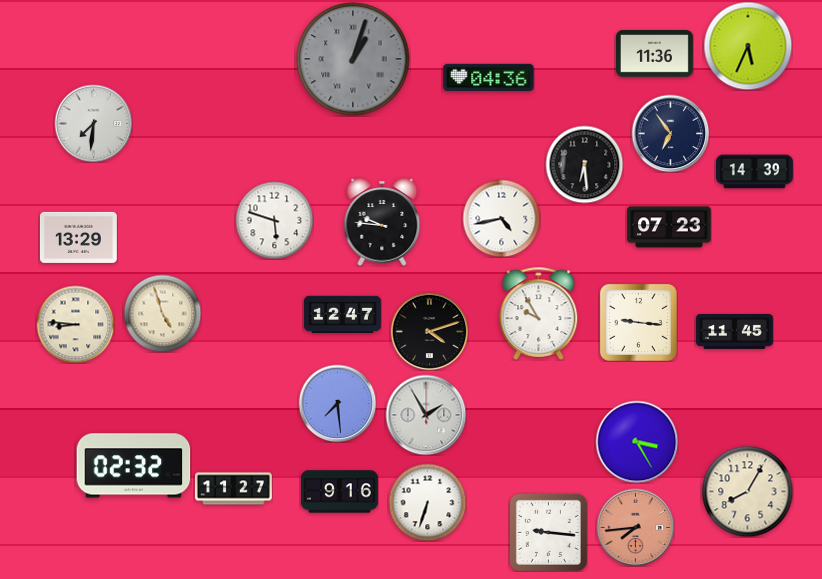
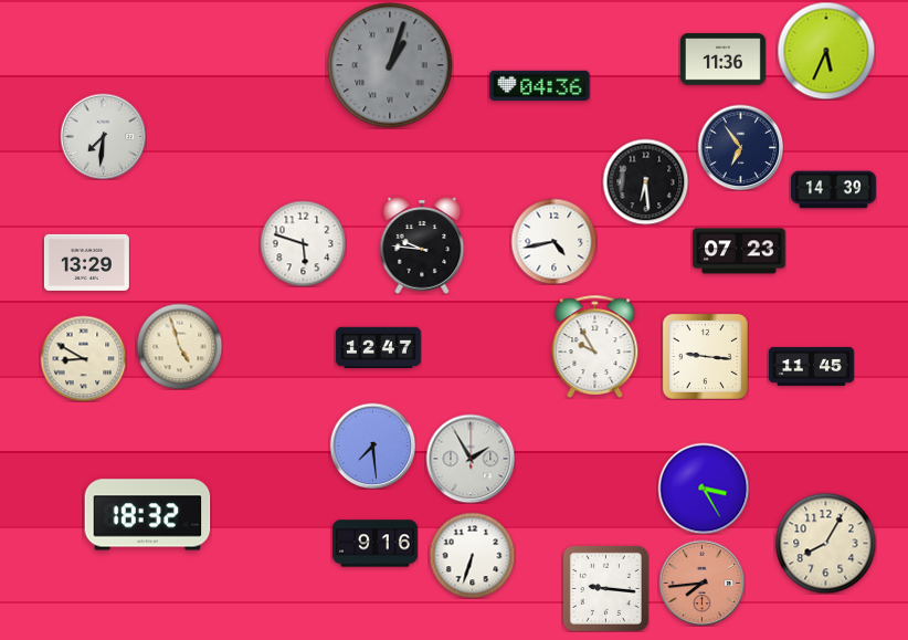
clock at (75, 324): 8:46 -> 8:50
clock at (429, 331): 4:12 -> none
clock at (134, 466): 02:32 -> 18:32
clock at (233, 489): 11:27 -> none
